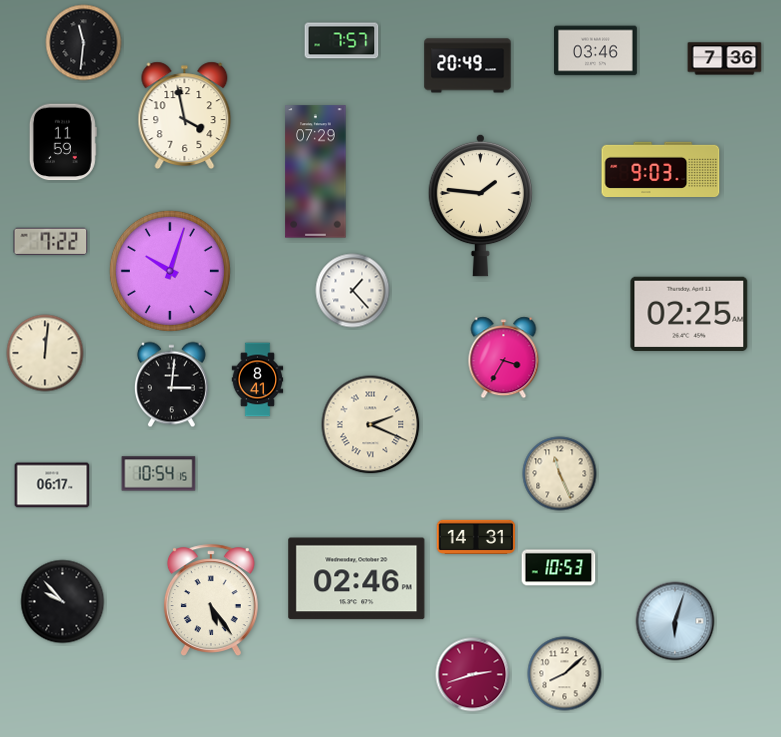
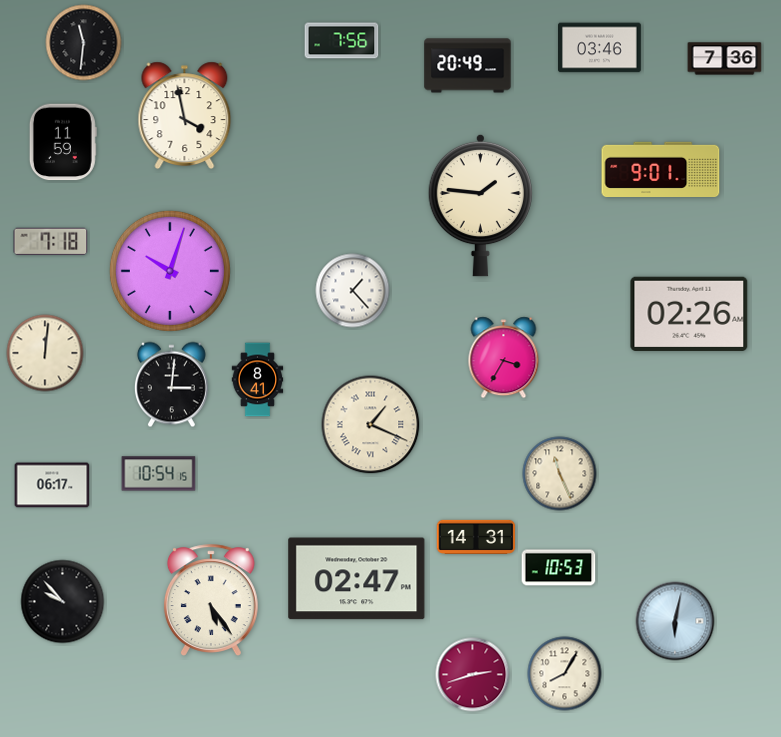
clock at (342, 41): 7:57 -> 7:56
clock at (596, 51) position: (596, 51) -> (600, 48)
clock at (661, 169): 9:03 -> 9:01
clock at (316, 172): 07:29 -> none
clock at (51, 241): 7:22 -> 7:18
clock at (689, 314): 02:25 -> 02:26
clock at (371, 425): 2:19 -> 1:19
clock at (357, 579): 02:46 -> 02:47
clock at (675, 621): 6:03 -> 6:02
clock at (565, 674): 8:08 -> 8:05
